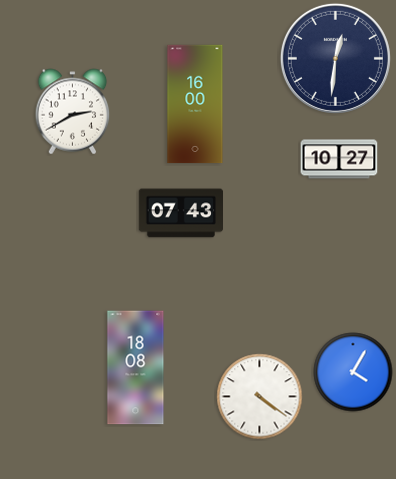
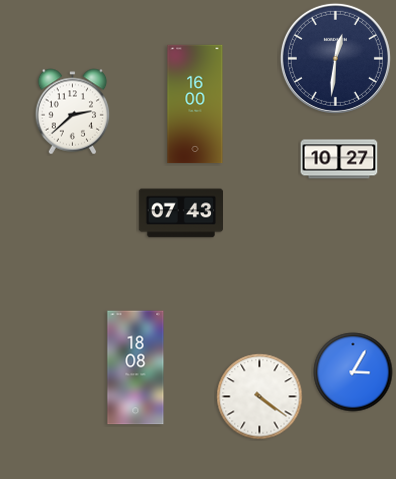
clock at (73, 112): 2:40 -> 2:38
clock at (353, 372): 4:05 -> 3:05
